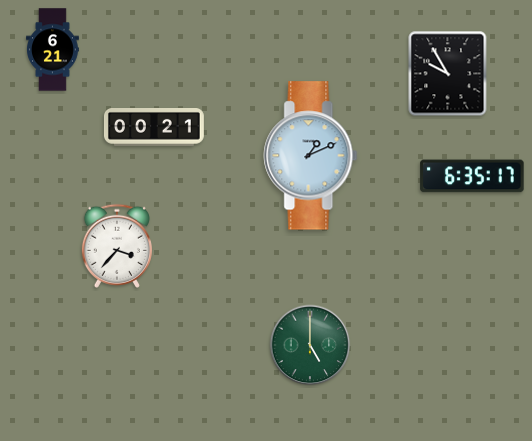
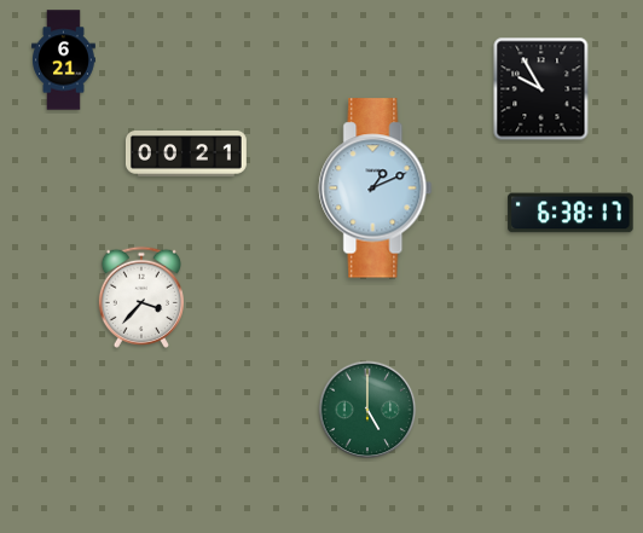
clock at (472, 176): 6:35 -> 6:38
clock at (310, 345) position: (310, 345) -> (367, 410)
